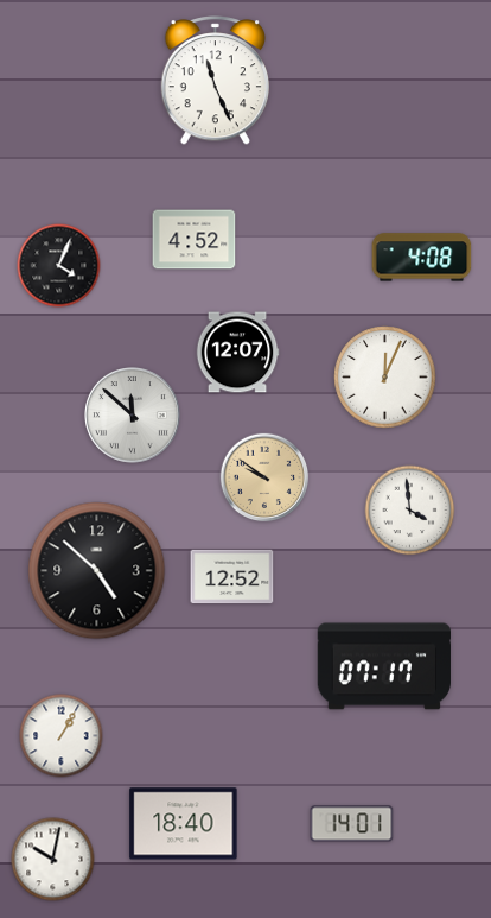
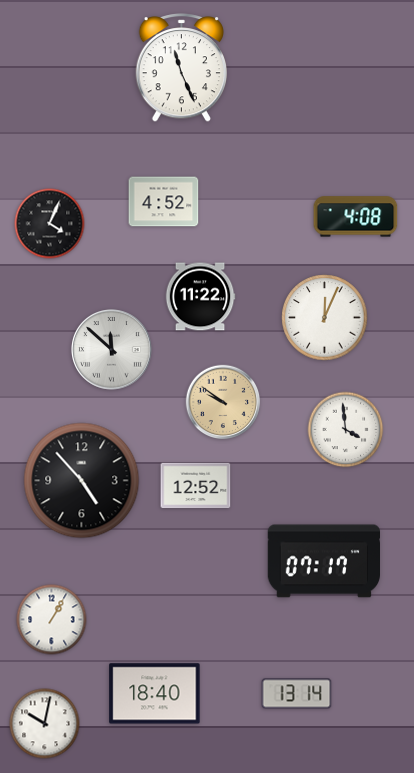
clock at (237, 353): 12:07 -> 11:22
clock at (97, 571): 4:52 -> 4:53
clock at (352, 824): 14:01 -> 13:14
